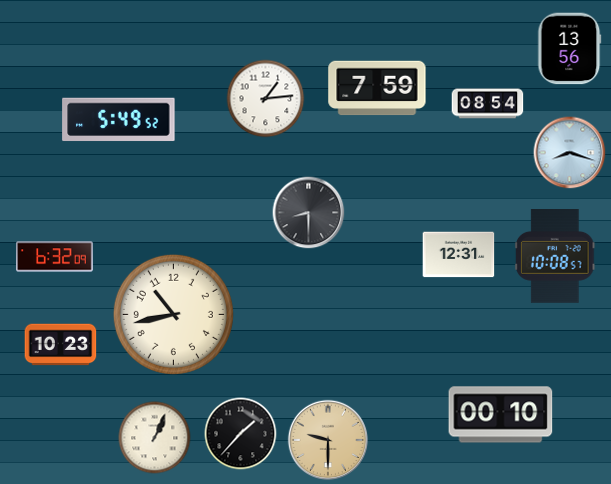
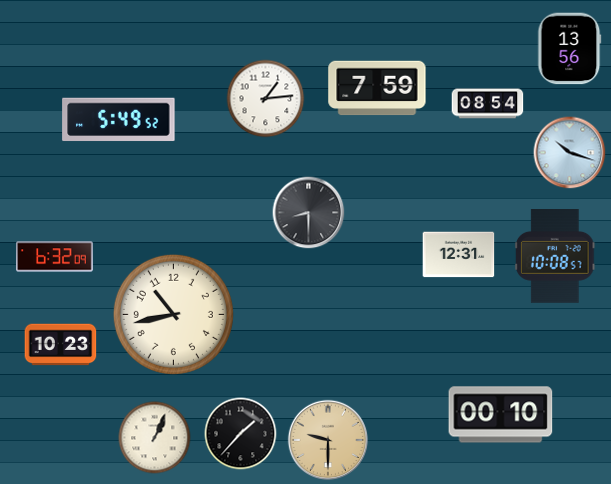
clock at (570, 153): 8:18 -> 10:18
